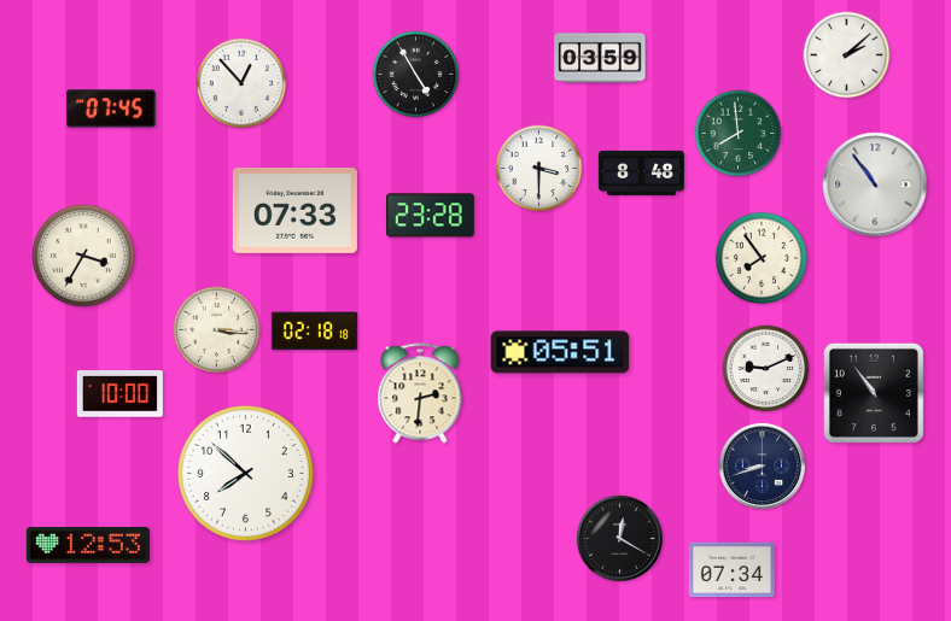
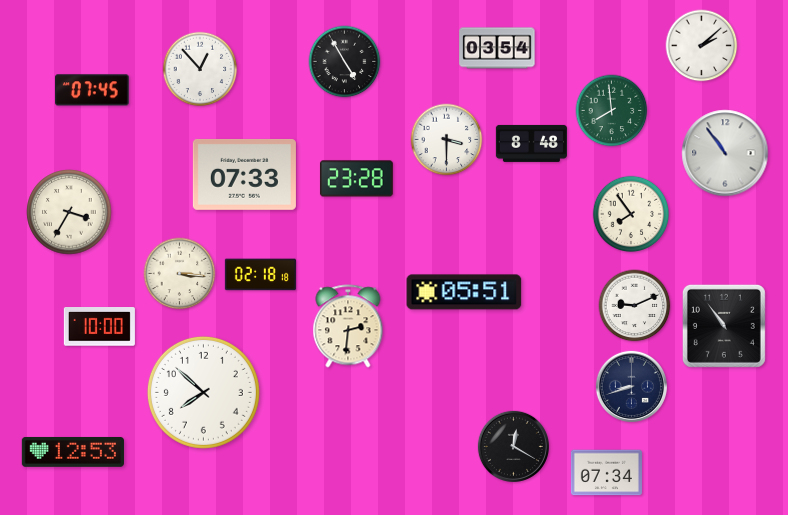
clock at (600, 58): 03:59 -> 03:54
